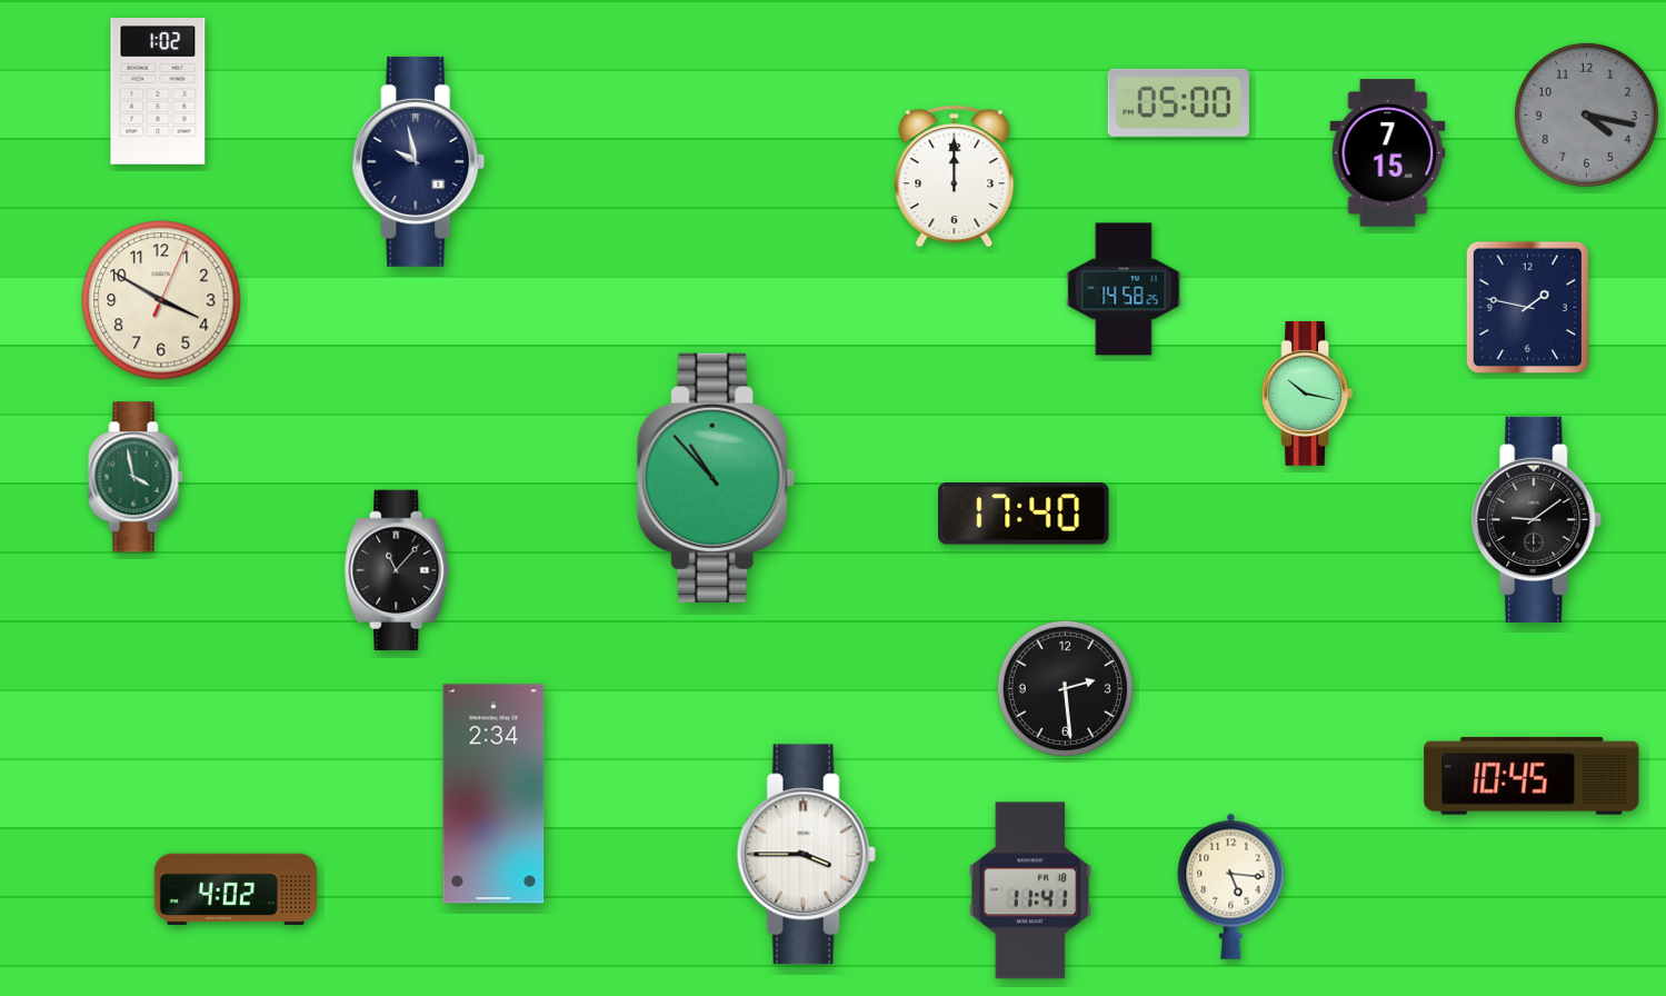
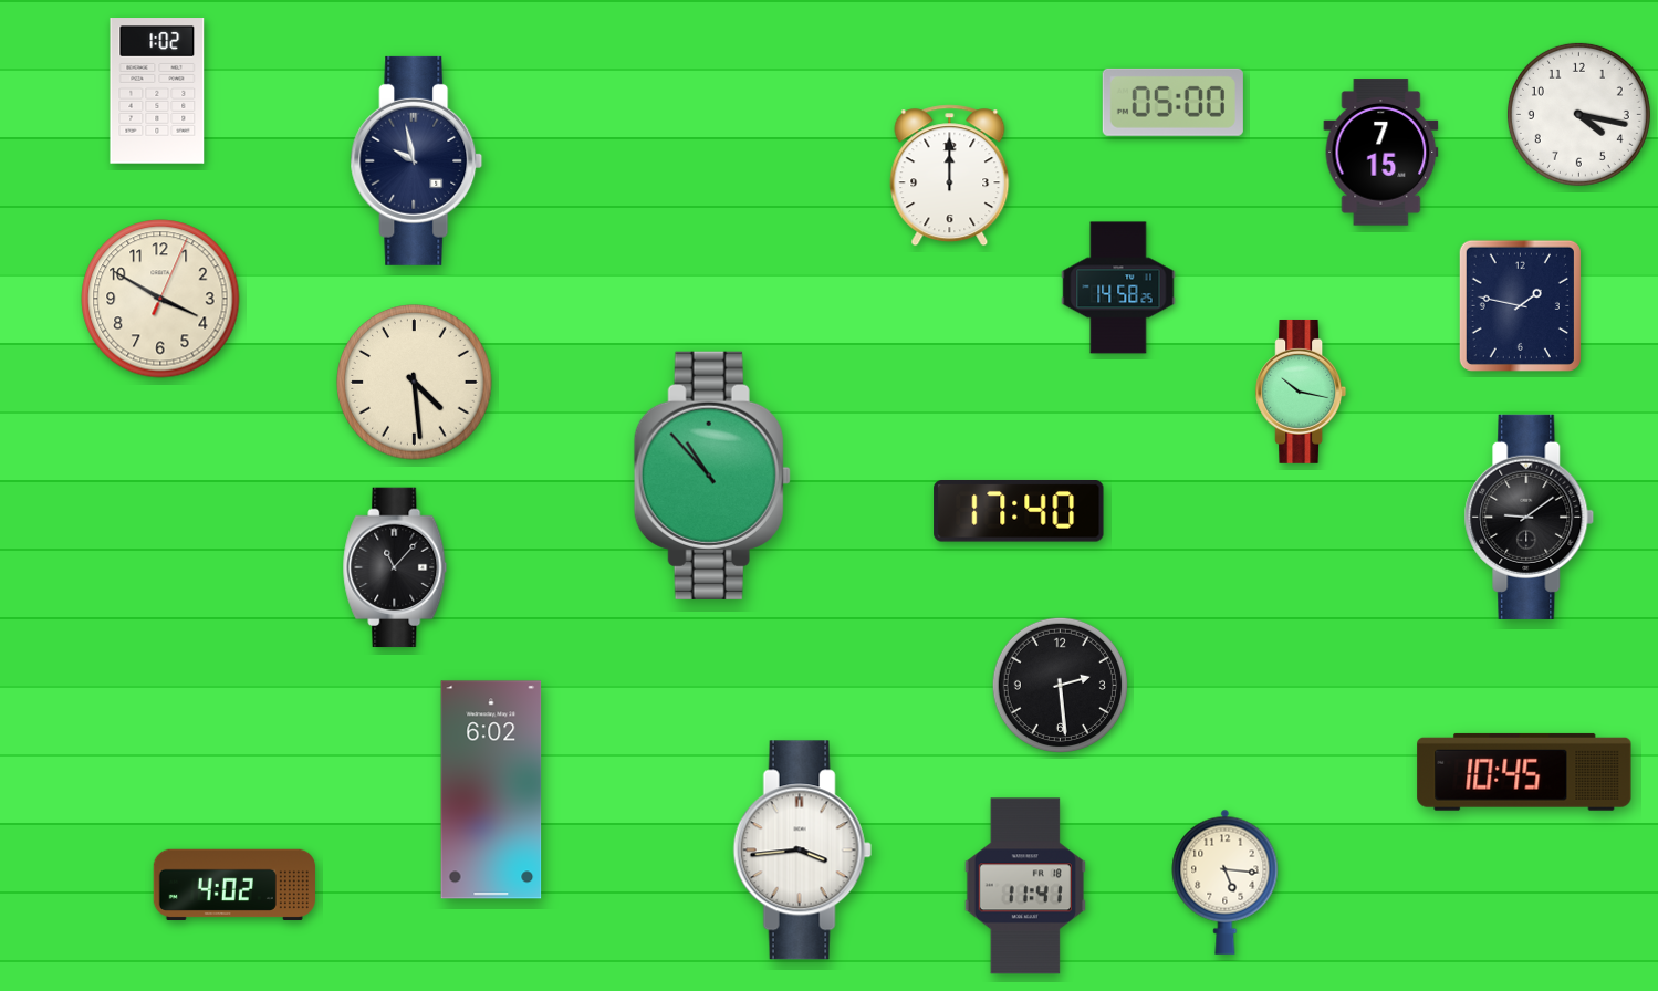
clock at (1586, 114) dial: grey -> white
clock at (415, 383): none -> 4:29
clock at (136, 477): 3:58 -> none
clock at (493, 794): 2:34 -> 6:02
clock at (806, 855): 3:45 -> 3:44
